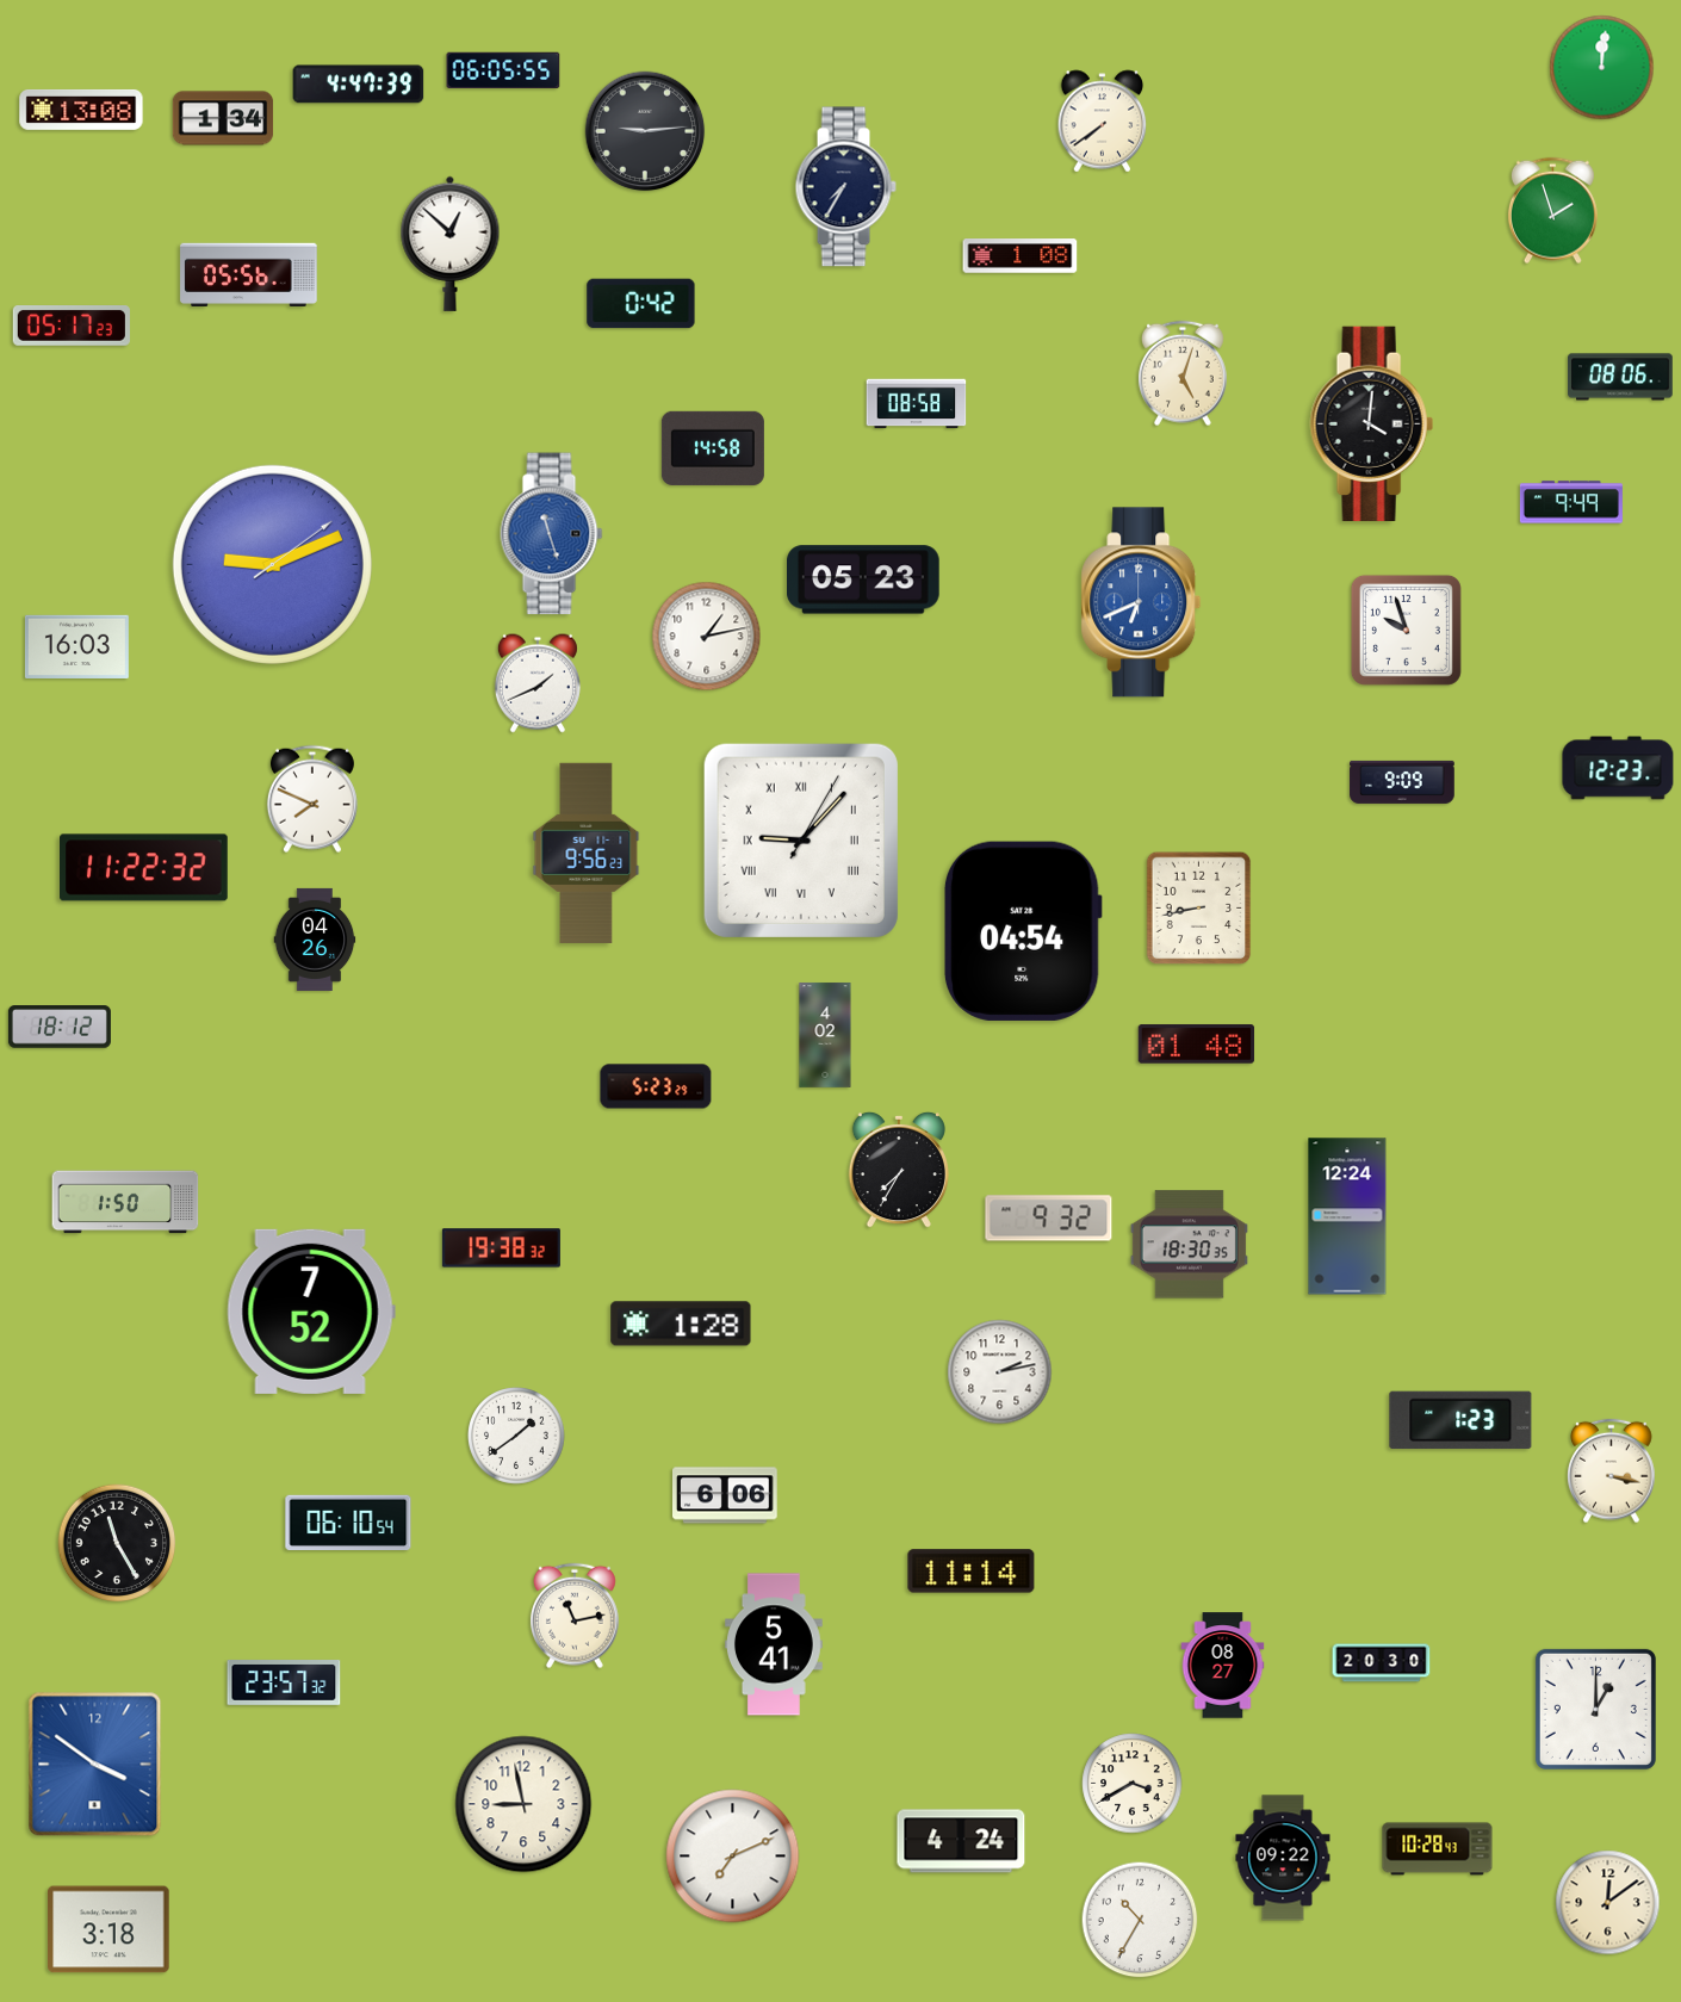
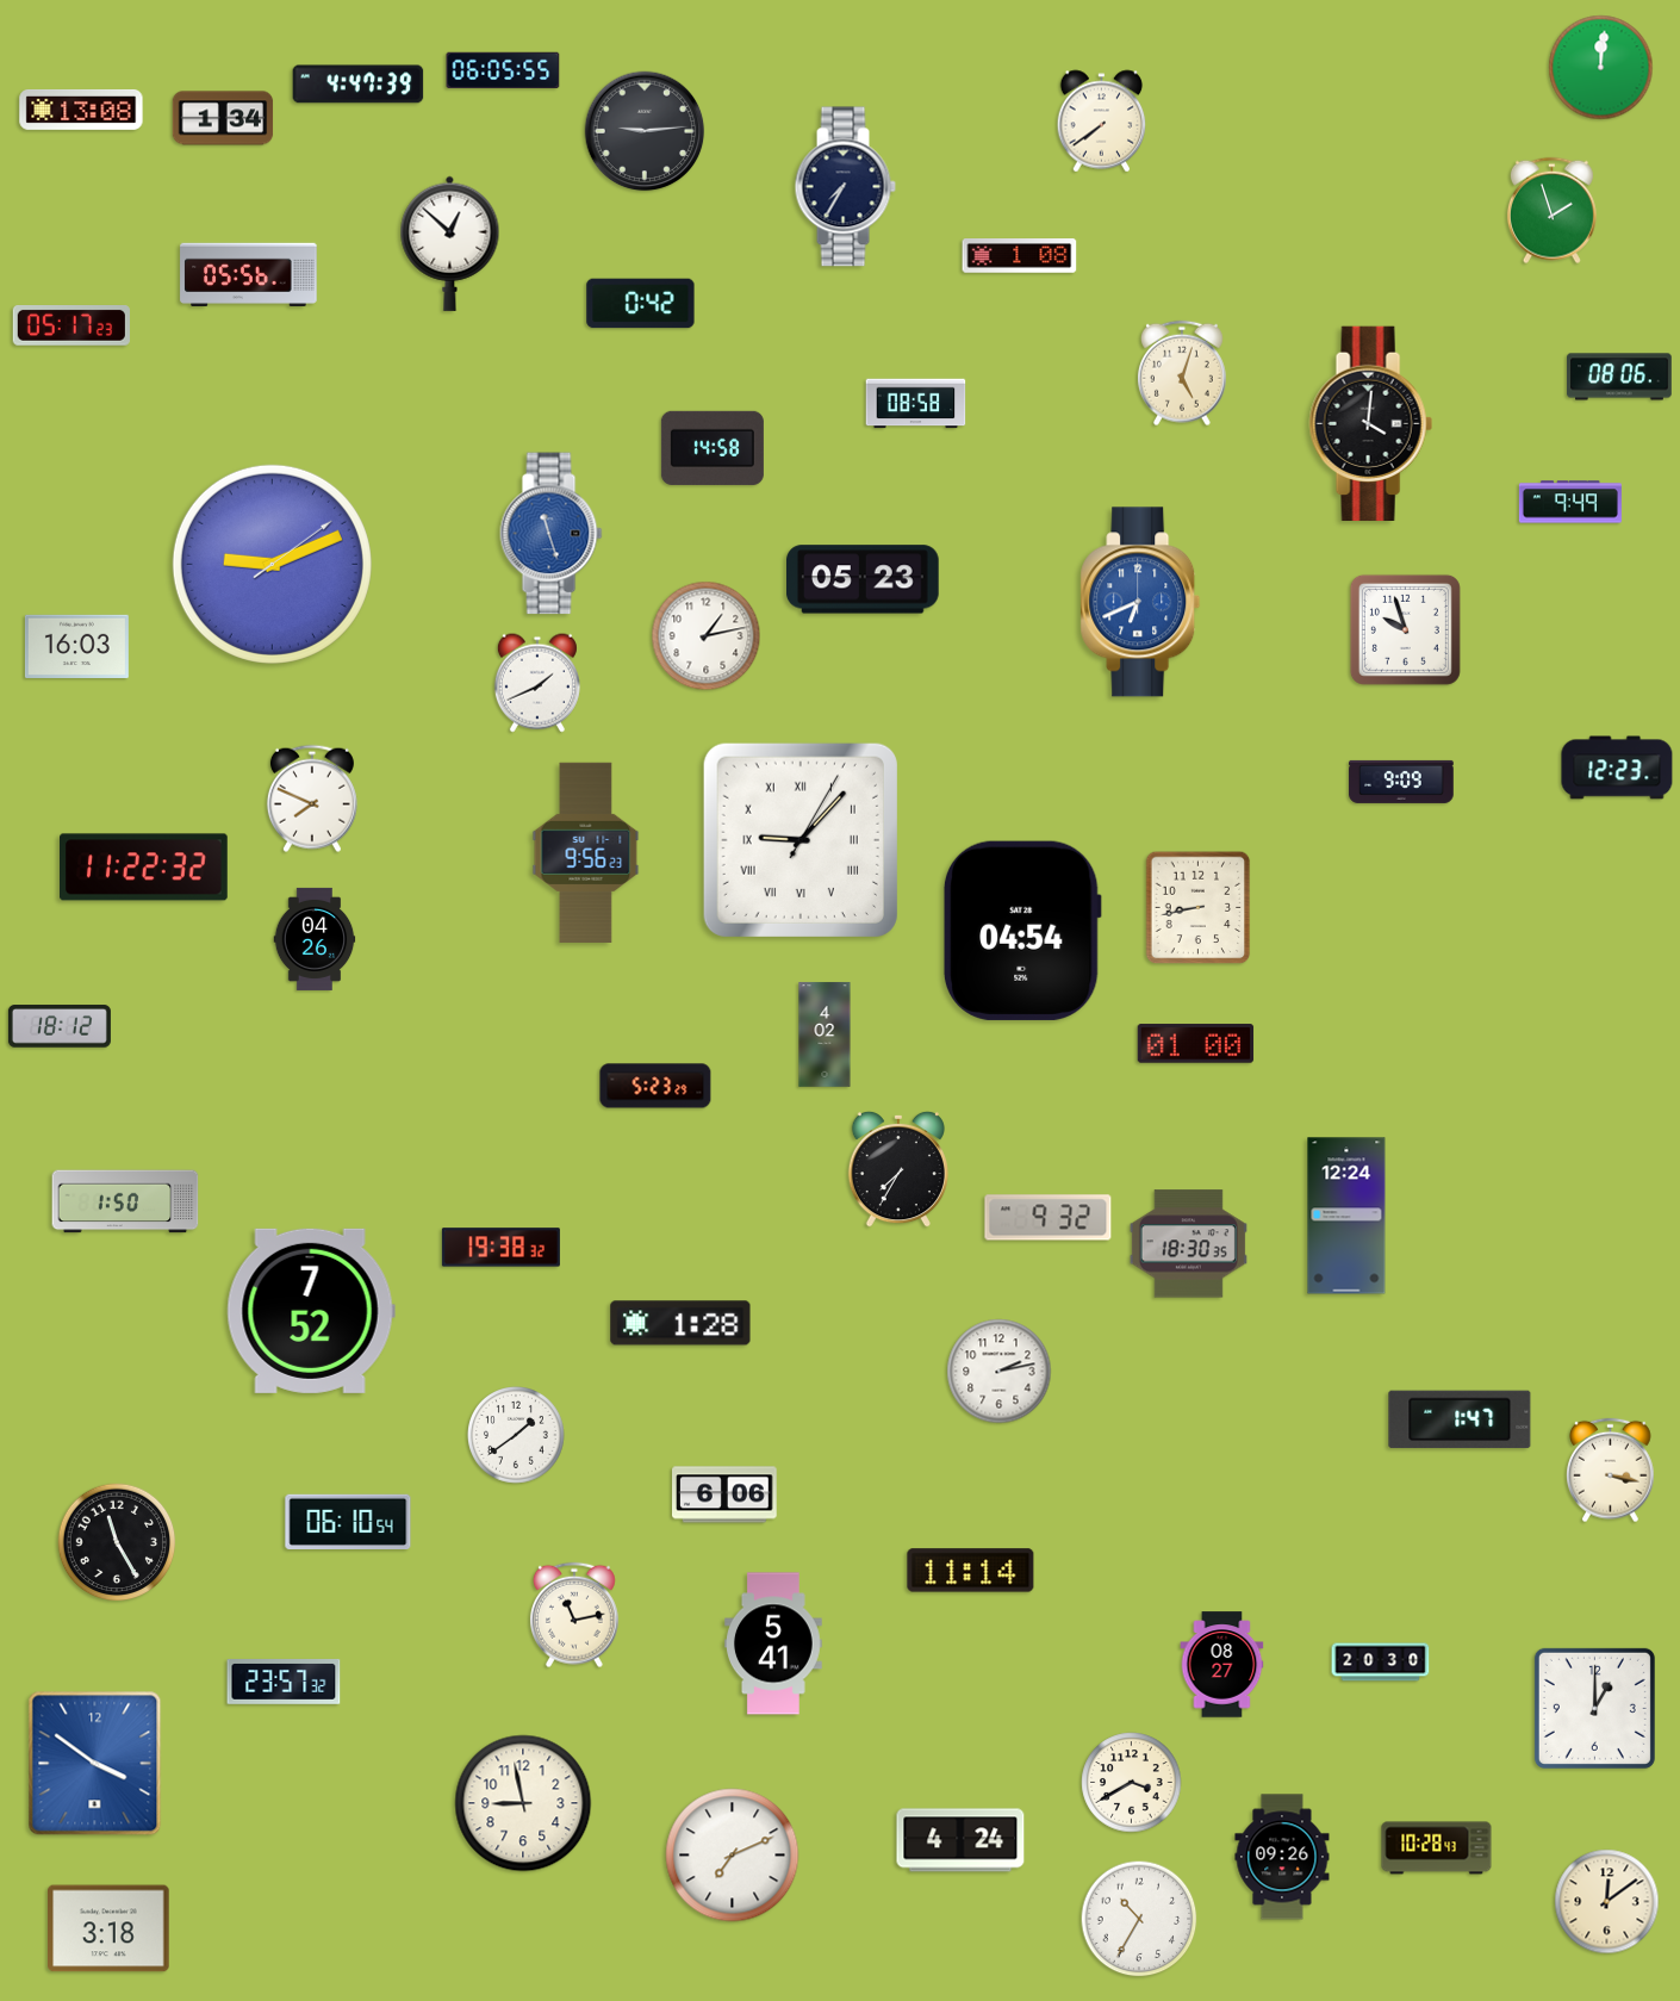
clock at (1197, 1045): 01:48 -> 01:00
clock at (1460, 1420): 1:23 -> 1:47
clock at (1283, 1858): 09:22 -> 09:26
